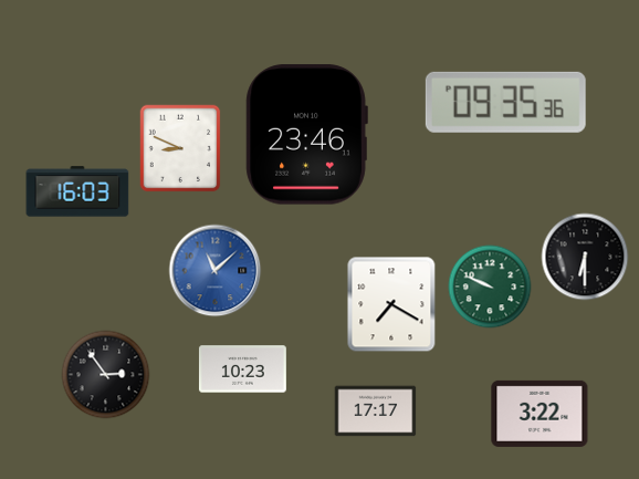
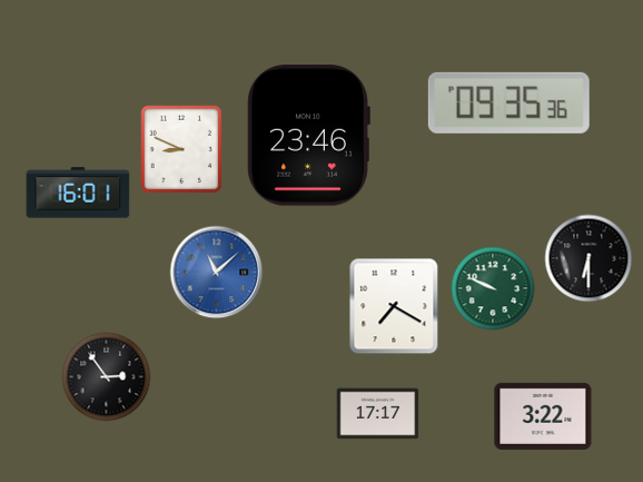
clock at (77, 191): 16:03 -> 16:01
clock at (243, 369): 10:23 -> none
